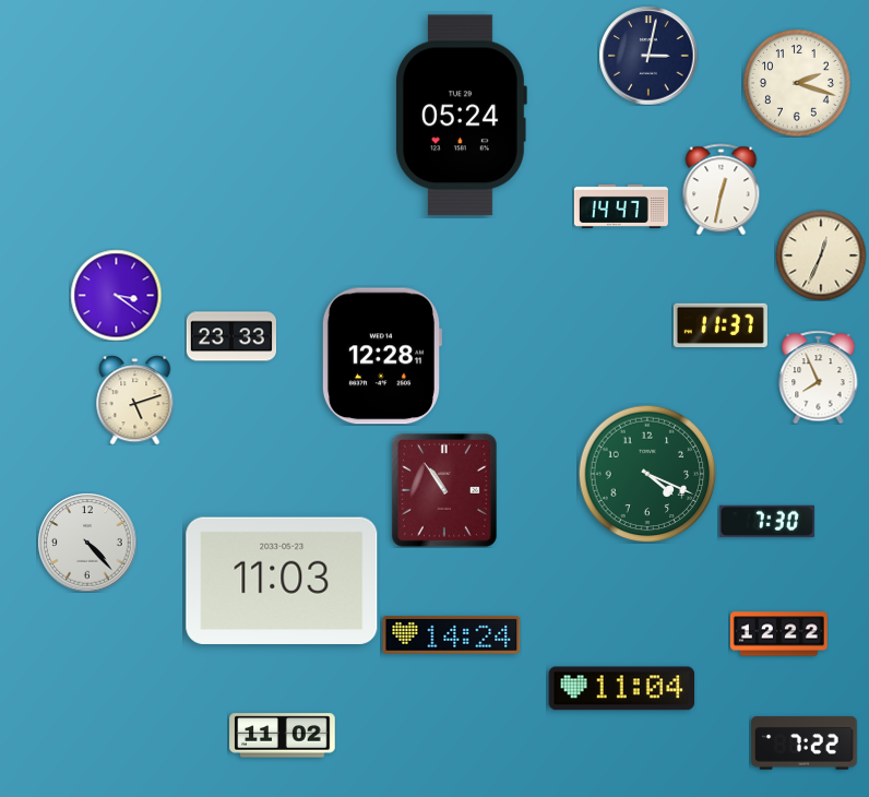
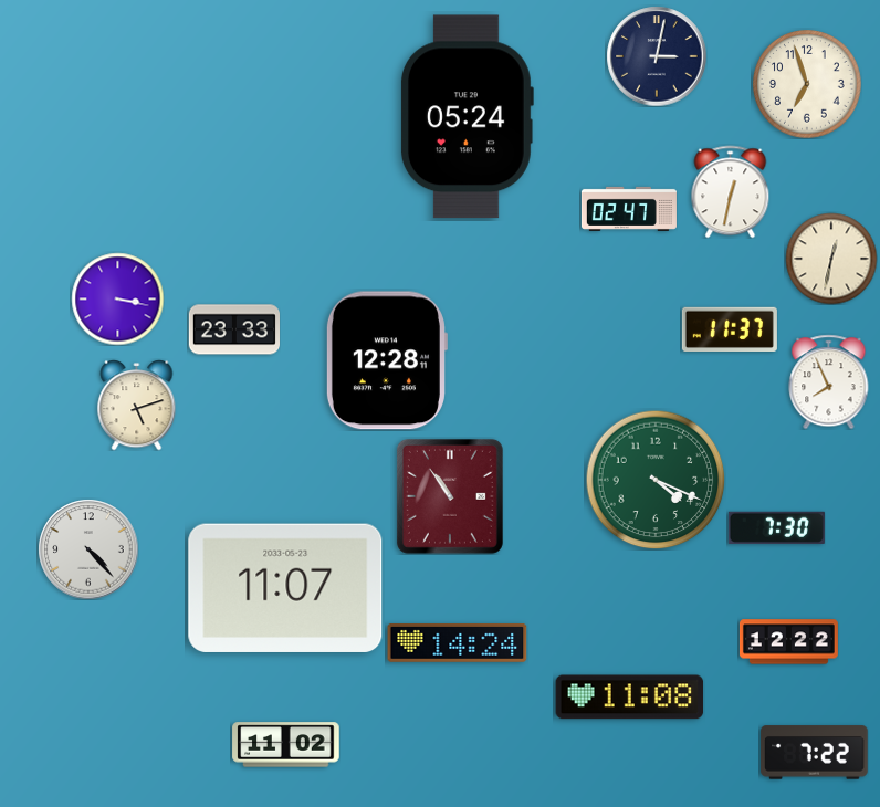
clock at (797, 83): 2:18 -> 6:57
clock at (621, 206): 14:47 -> 02:47
clock at (821, 255): 12:34 -> 12:32
clock at (116, 295): 3:21 -> 3:17
clock at (230, 336) position: (230, 336) -> (233, 329)
clock at (282, 580): 11:03 -> 11:07
clock at (622, 689): 11:04 -> 11:08
